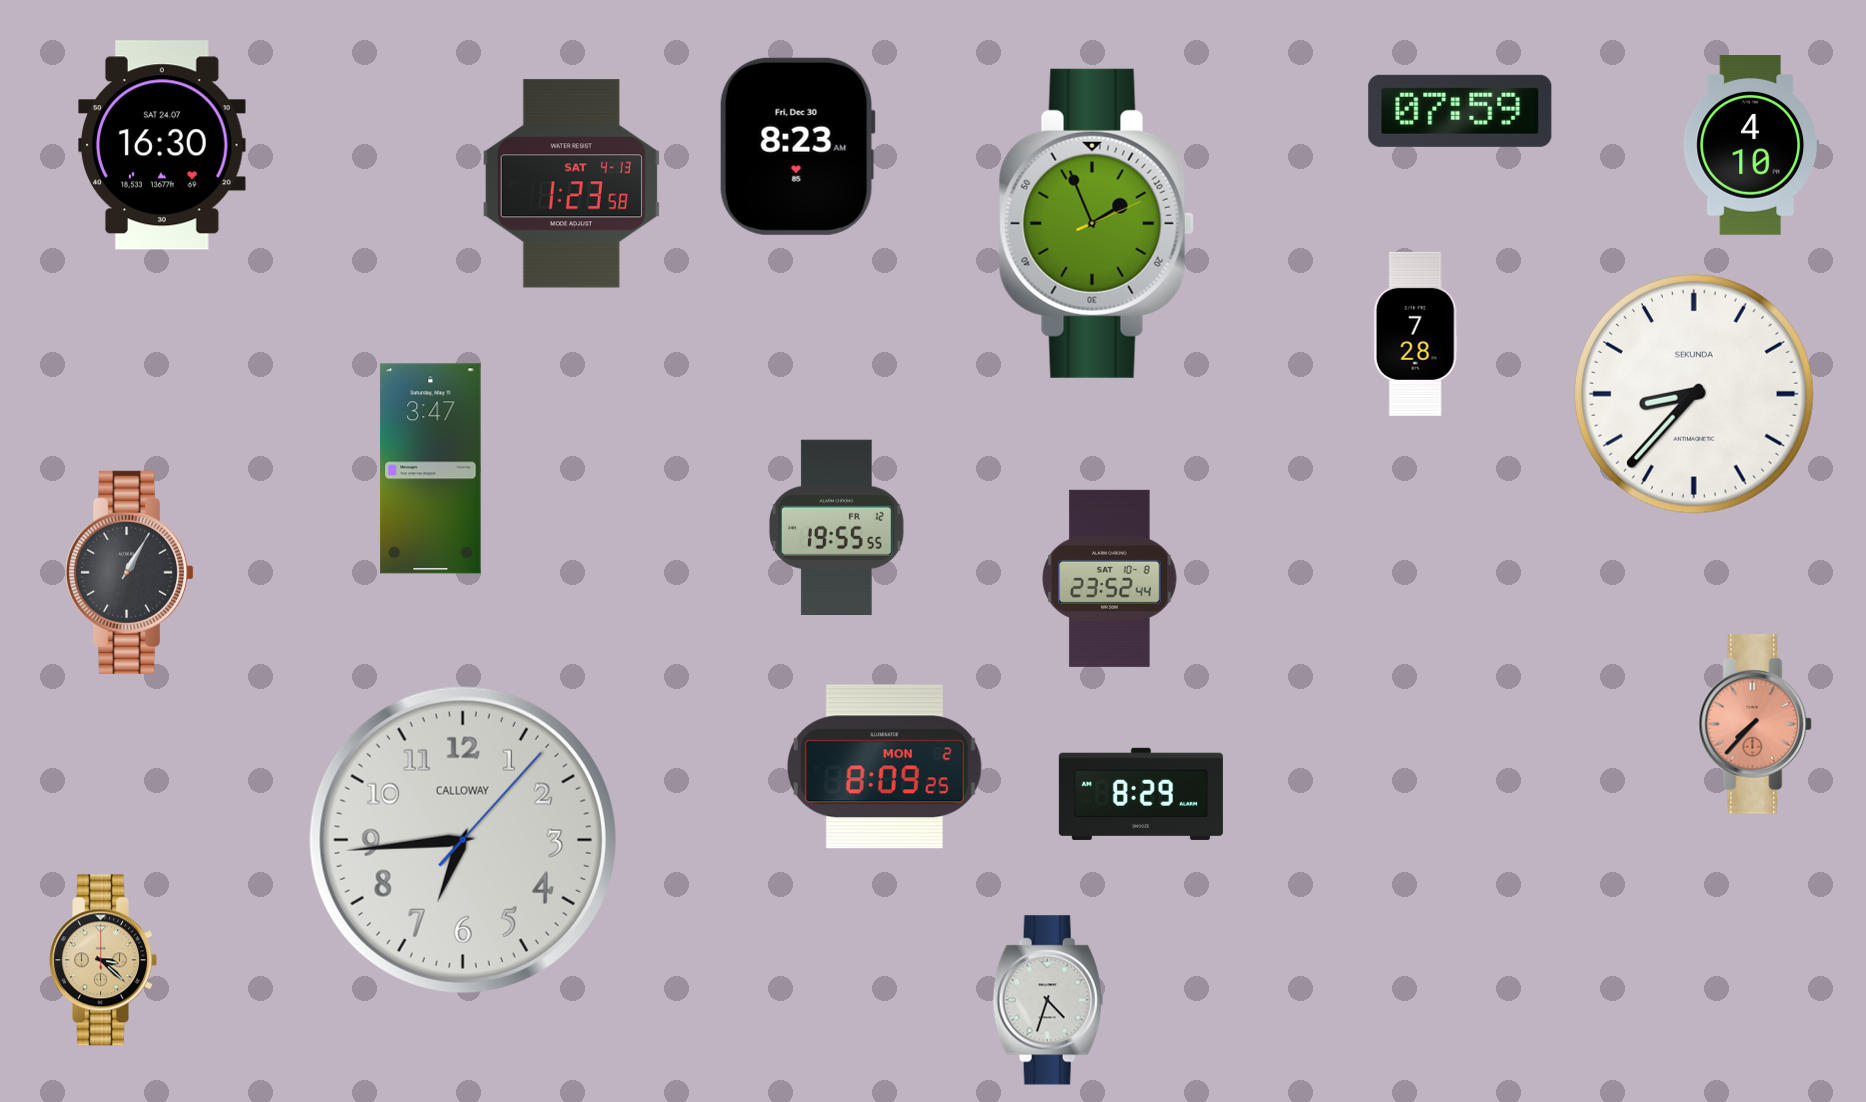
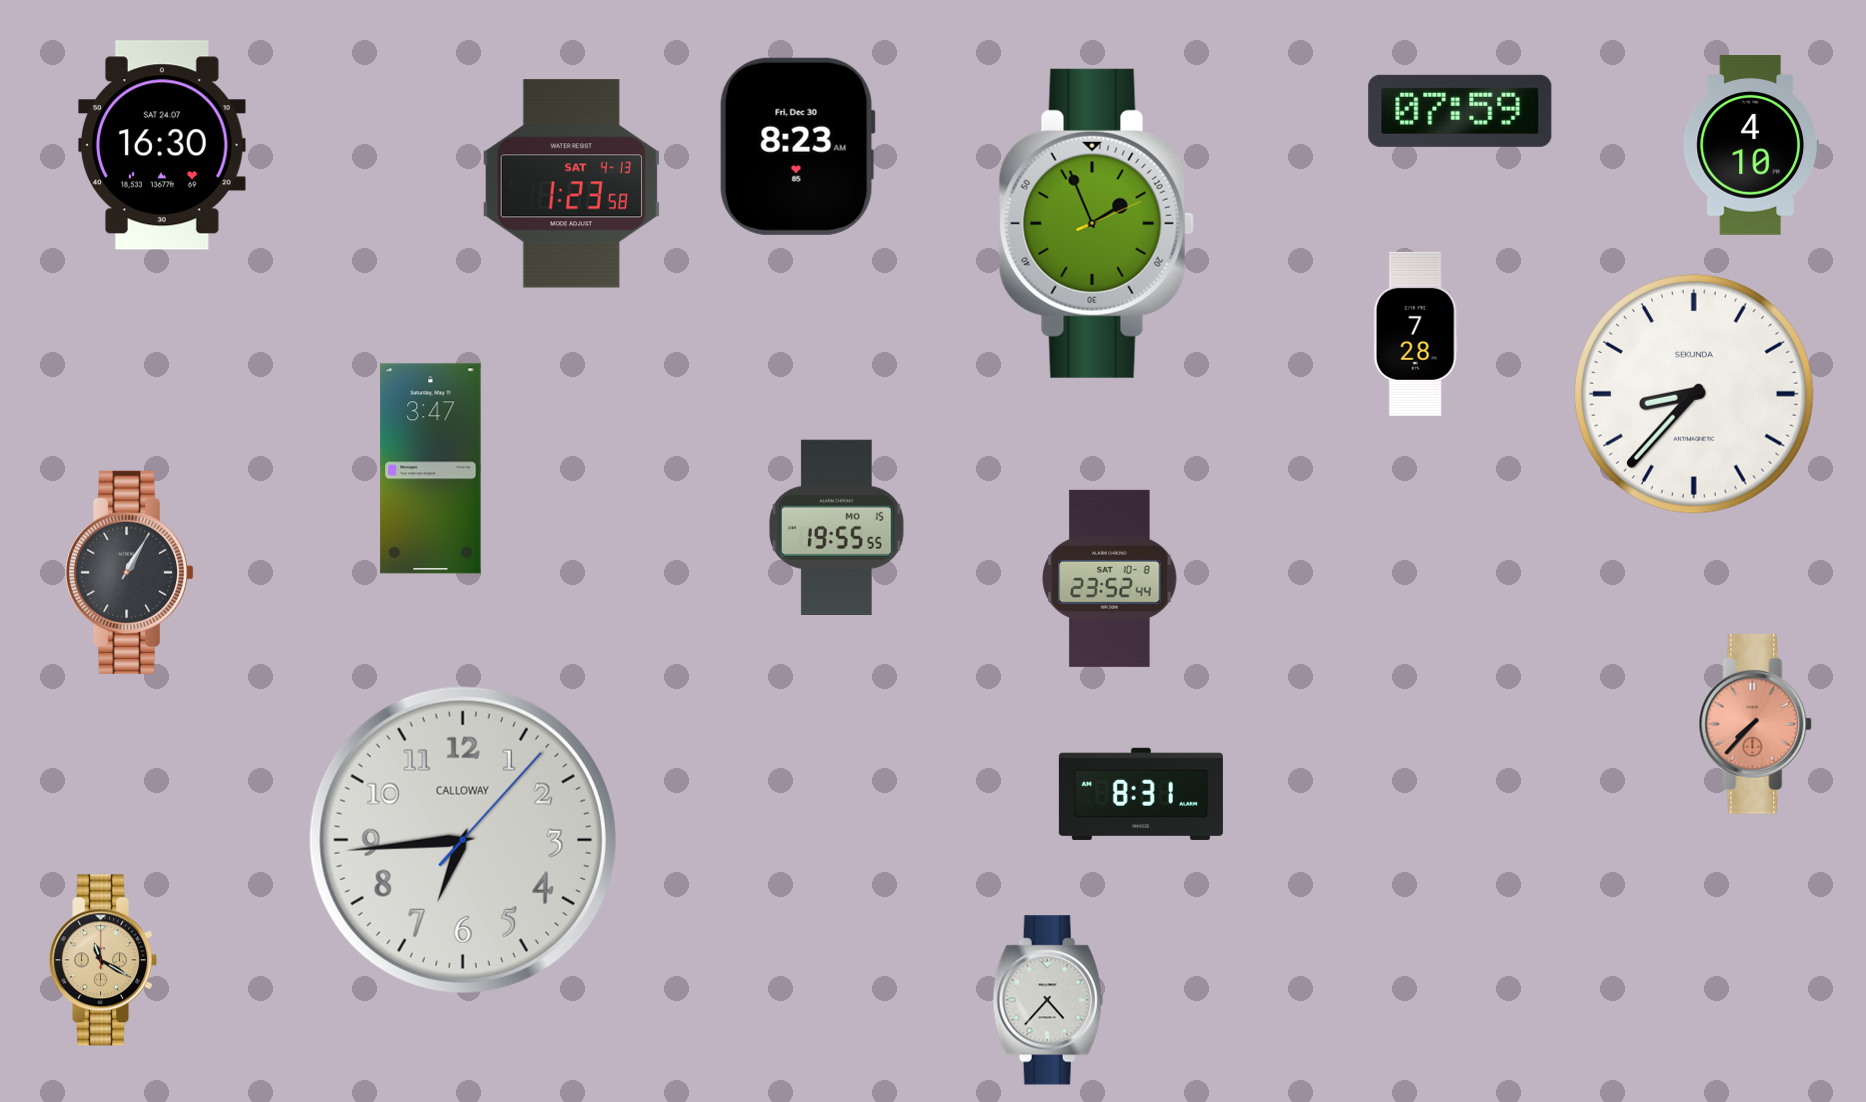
clock at (836, 527) date: FR 12 -> MO 15
clock at (884, 767): 8:09 -> none
clock at (1141, 794): 8:29 -> 8:31
clock at (103, 960): 3:22 -> 11:20
clock at (1048, 1000): 4:33 -> 4:37
